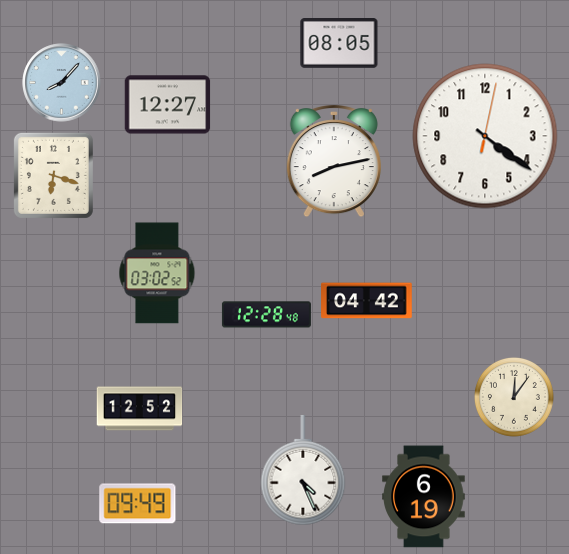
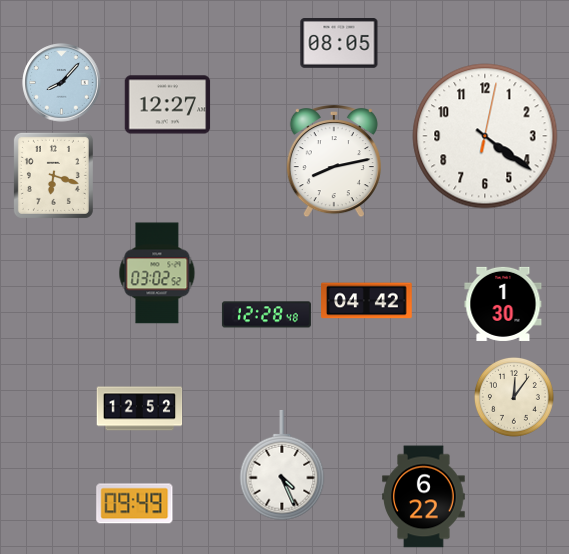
clock at (503, 304): none -> 1:30
clock at (303, 470) position: (303, 470) -> (282, 465)
clock at (424, 497): 6:19 -> 6:22
clock at (138, 504) position: (138, 504) -> (135, 504)
